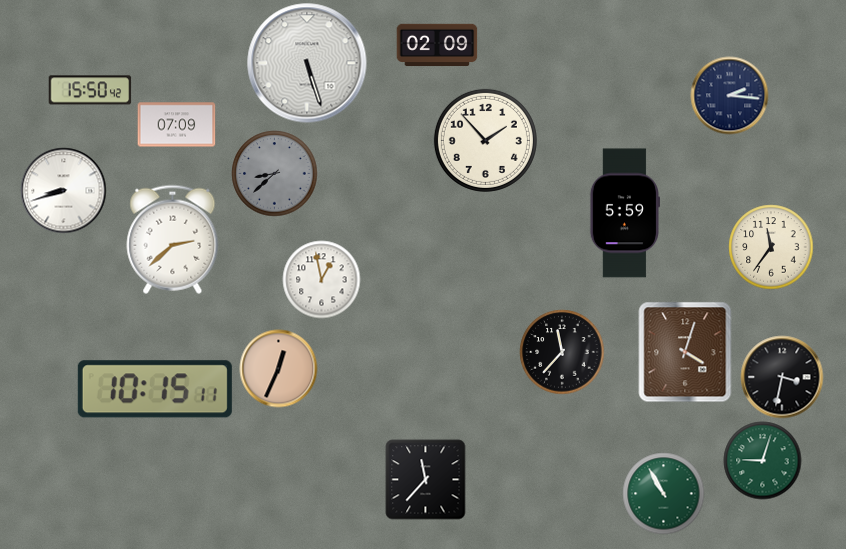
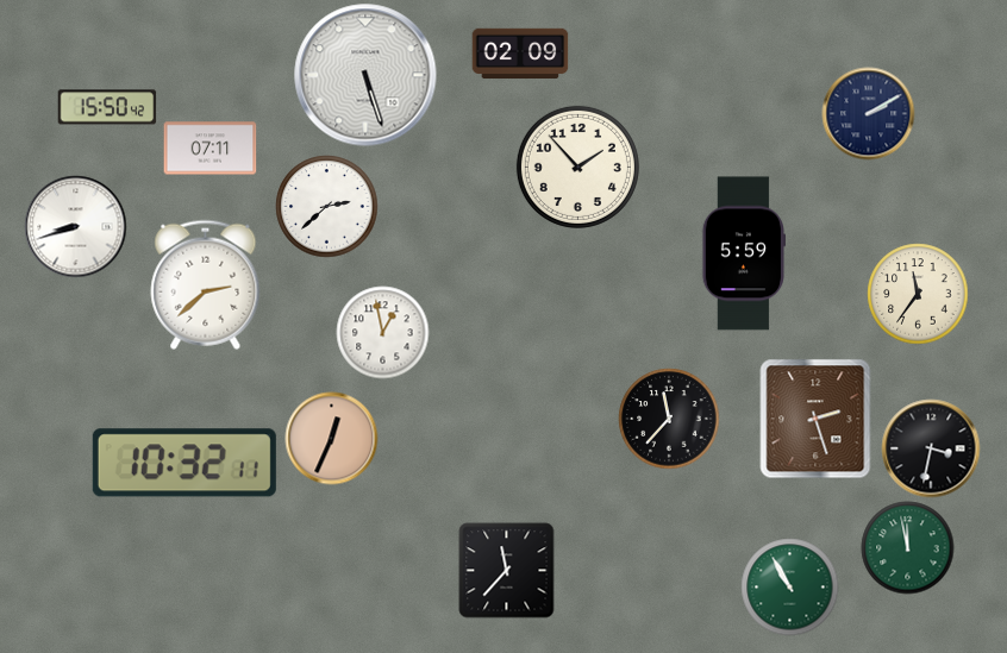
clock at (729, 95): 2:16 -> 2:10
clock at (176, 125): 07:09 -> 07:11
clock at (274, 173): 8:38 -> 2:38
clock at (274, 173) dial: grey -> white
clock at (685, 352): 4:03 -> 2:27
clock at (155, 389): 10:15 -> 10:32
clock at (762, 460): 9:03 -> 11:58
